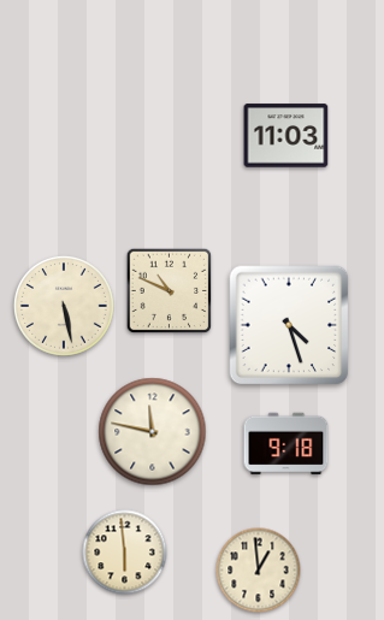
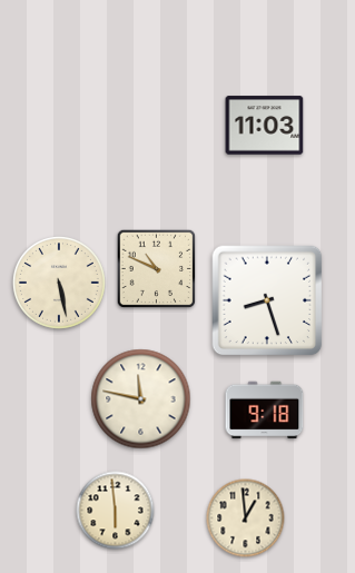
clock at (289, 325): 4:27 -> 8:27
clock at (259, 571) position: (259, 571) -> (246, 518)
